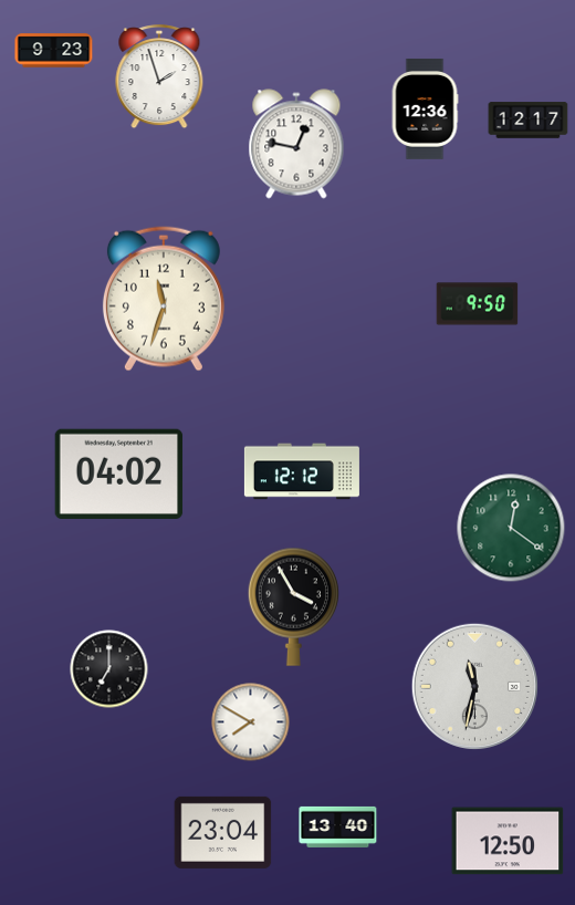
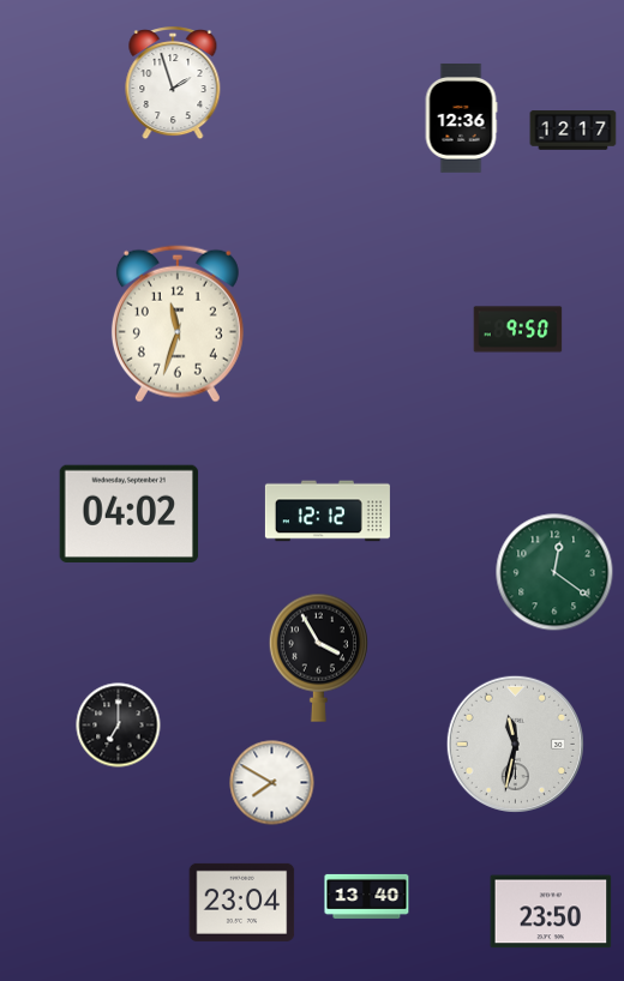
clock at (54, 51): 9:23 -> none
clock at (296, 144): 12:47 -> none
clock at (508, 841): 12:50 -> 23:50
